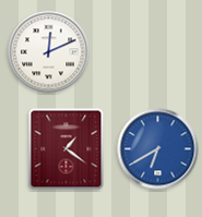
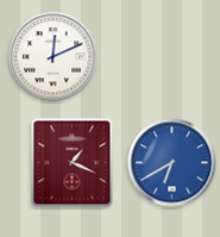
clock at (67, 149): 1:21 -> 1:19
